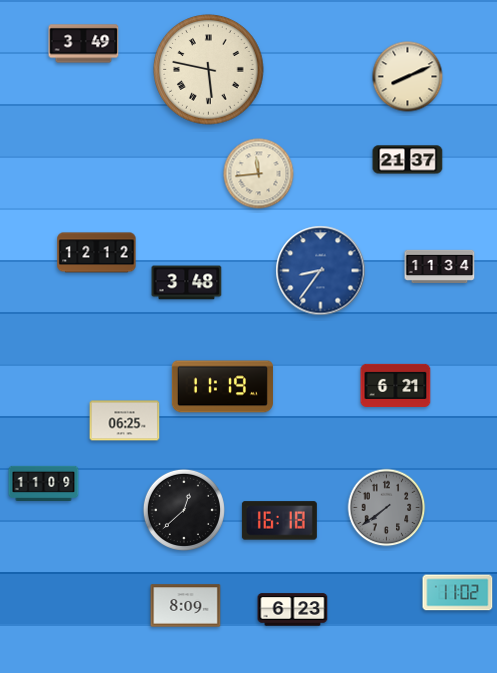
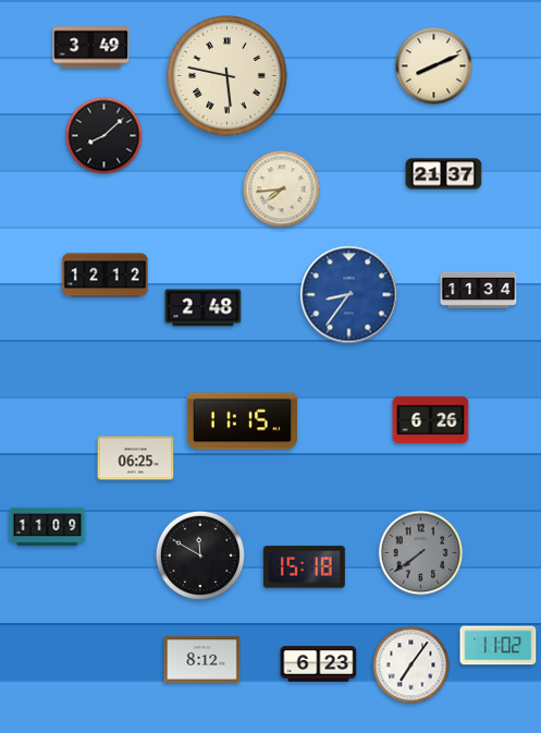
clock at (408, 77) position: (408, 77) -> (434, 66)
clock at (104, 136): none -> 8:08
clock at (259, 174): 11:44 -> 7:44
clock at (187, 283): 3:48 -> 2:48
clock at (396, 385): 6:21 -> 6:26
clock at (222, 387): 11:19 -> 11:15
clock at (184, 510): 12:38 -> 11:50
clock at (279, 521): 16:18 -> 15:18
clock at (186, 606): 8:09 -> 8:12
clock at (411, 665): none -> 7:06
